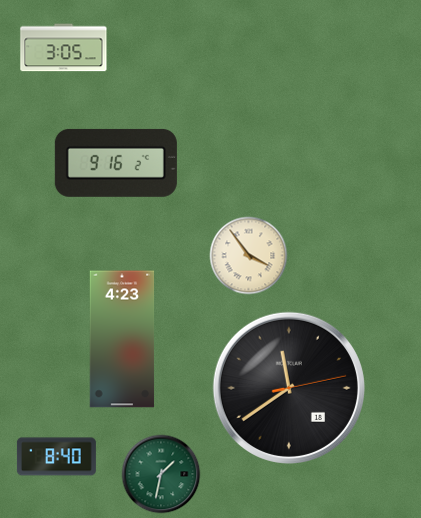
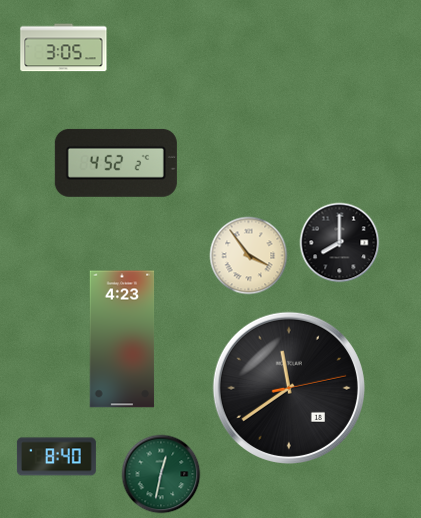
clock at (116, 163): 9:16 -> 4:52
clock at (340, 243): none -> 8:00
clock at (161, 474): 1:32 -> 12:32
